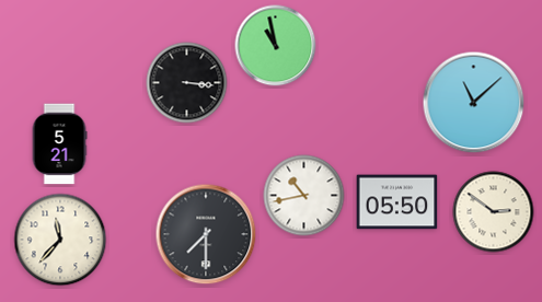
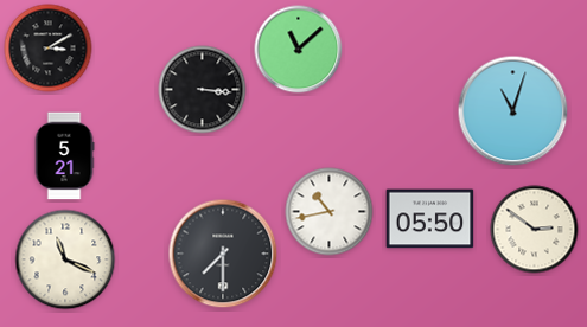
clock at (49, 49): none -> 3:10
clock at (276, 46): 10:58 -> 11:08
clock at (474, 103): 11:08 -> 11:03
clock at (60, 240): 11:37 -> 11:19
